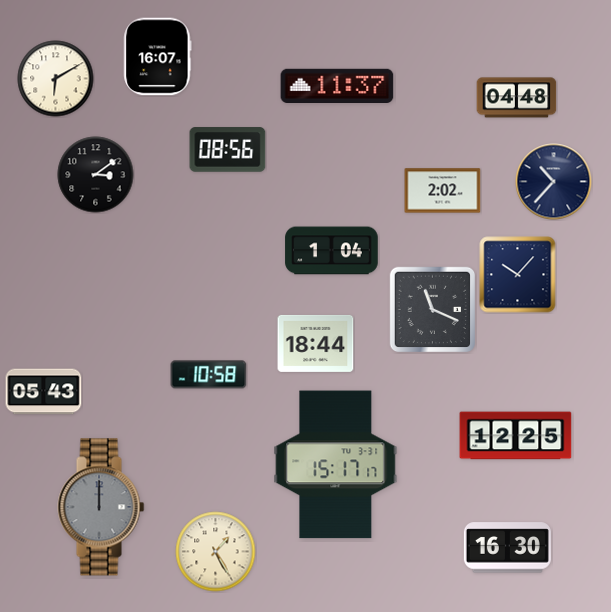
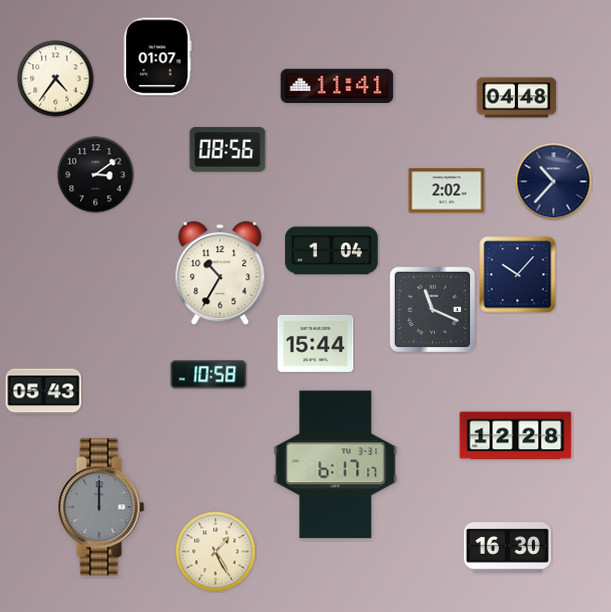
clock at (158, 57): 16:07 -> 01:07
clock at (56, 79): 6:10 -> 4:36
clock at (337, 85): 11:37 -> 11:41
clock at (443, 191) position: (443, 191) -> (447, 191)
clock at (220, 274): none -> 10:35
clock at (316, 343): 18:44 -> 15:44
clock at (516, 436): 12:25 -> 12:28
clock at (336, 465): 15:17 -> 6:17
